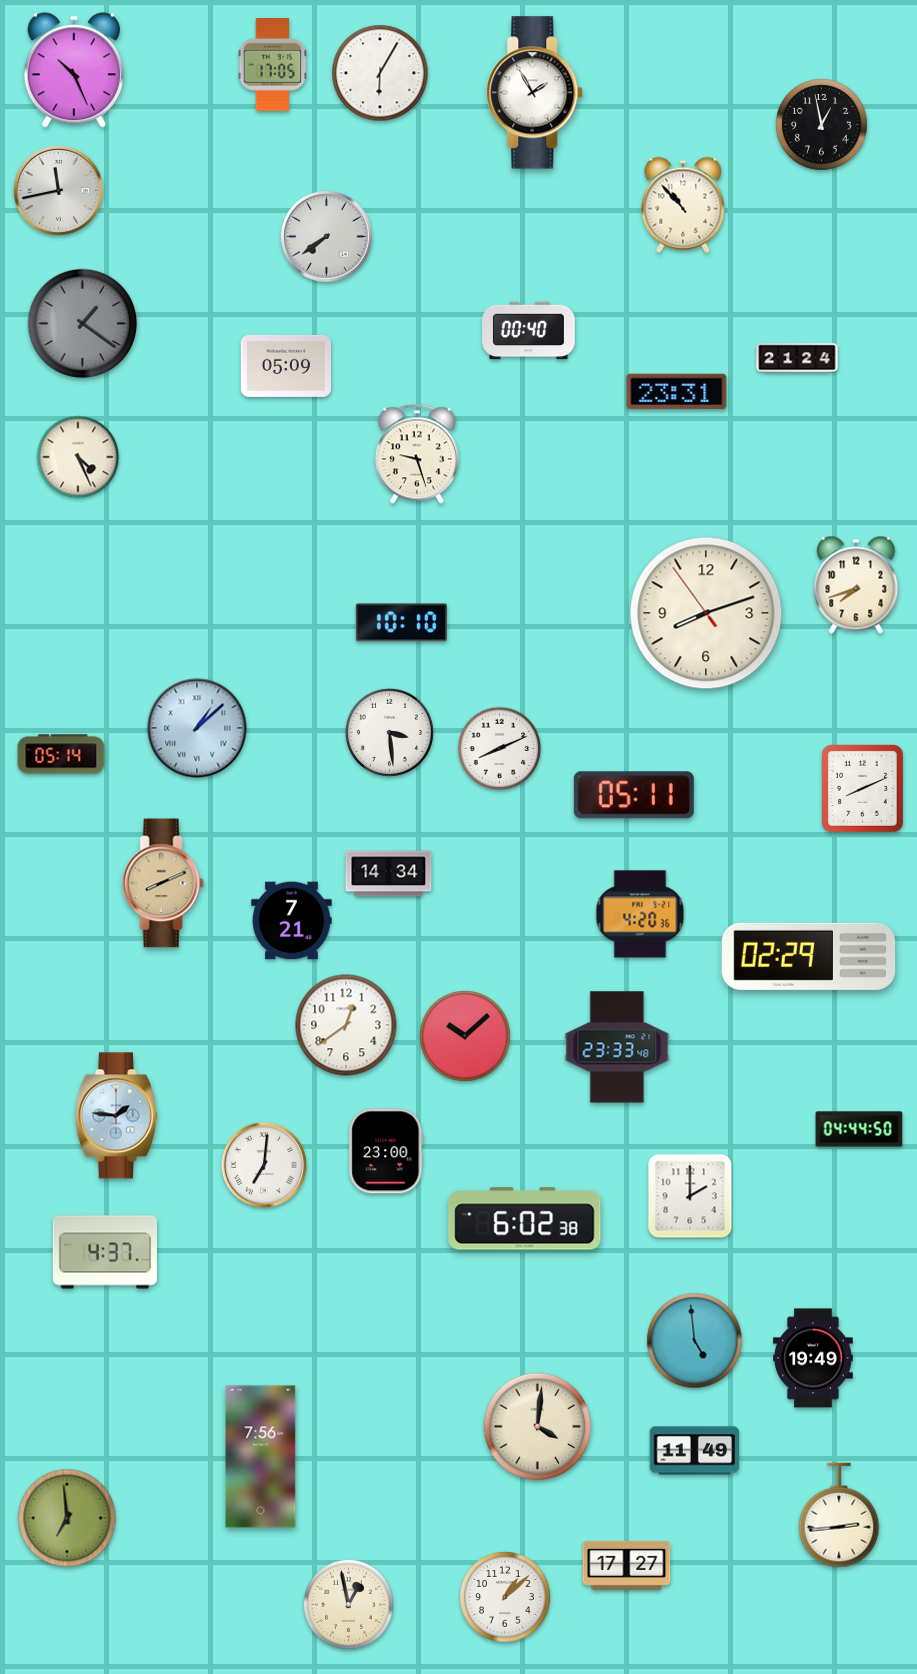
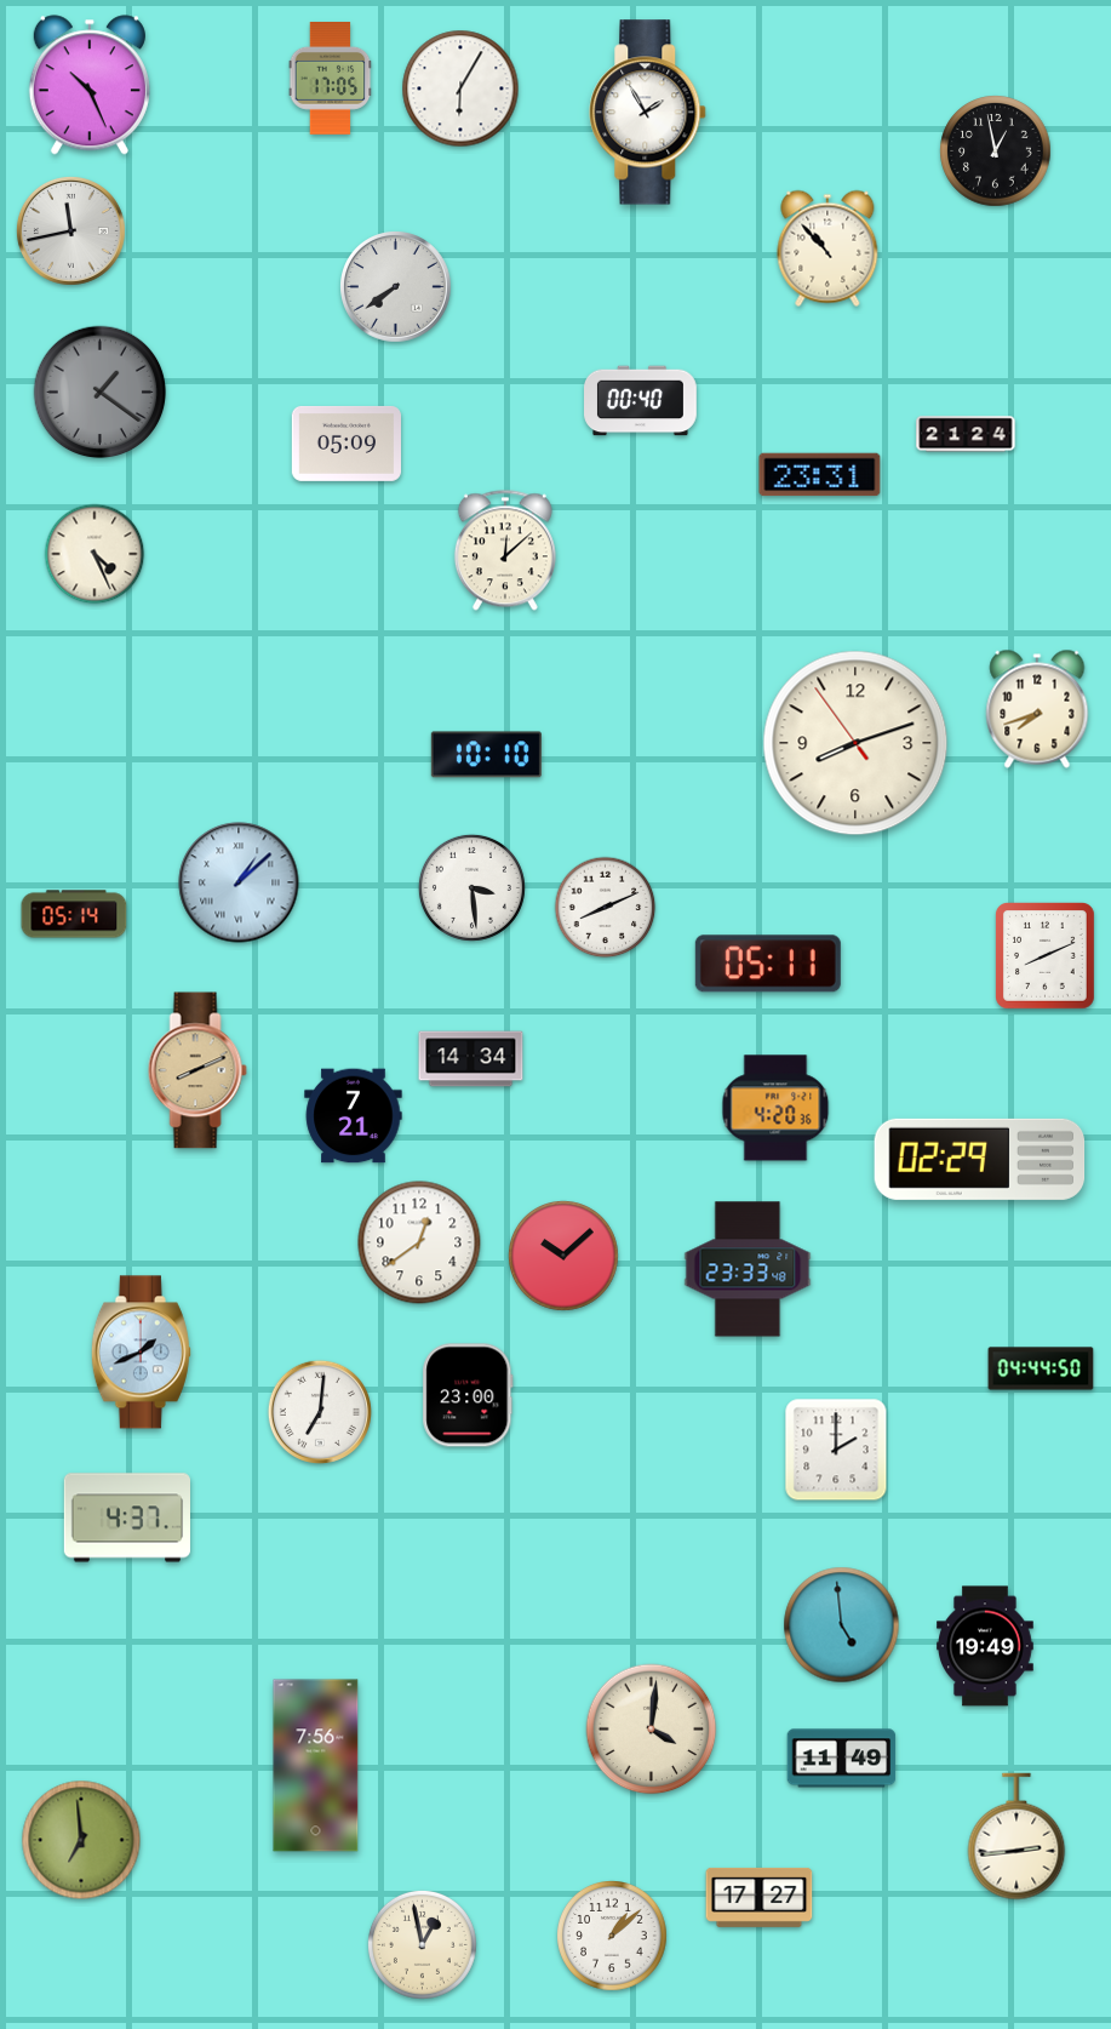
clock at (417, 454): 9:27 -> 12:08
clock at (116, 1116): 1:46 -> 1:41
clock at (525, 1219): 6:02 -> none
